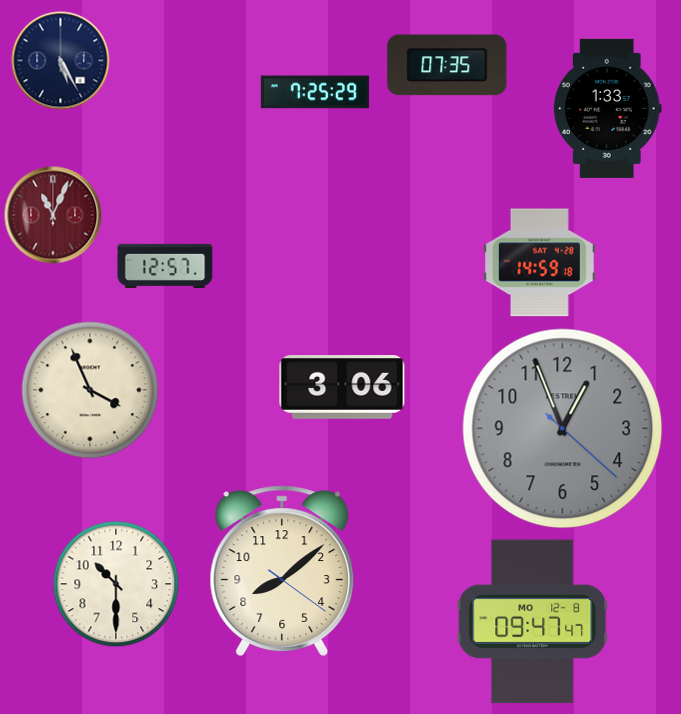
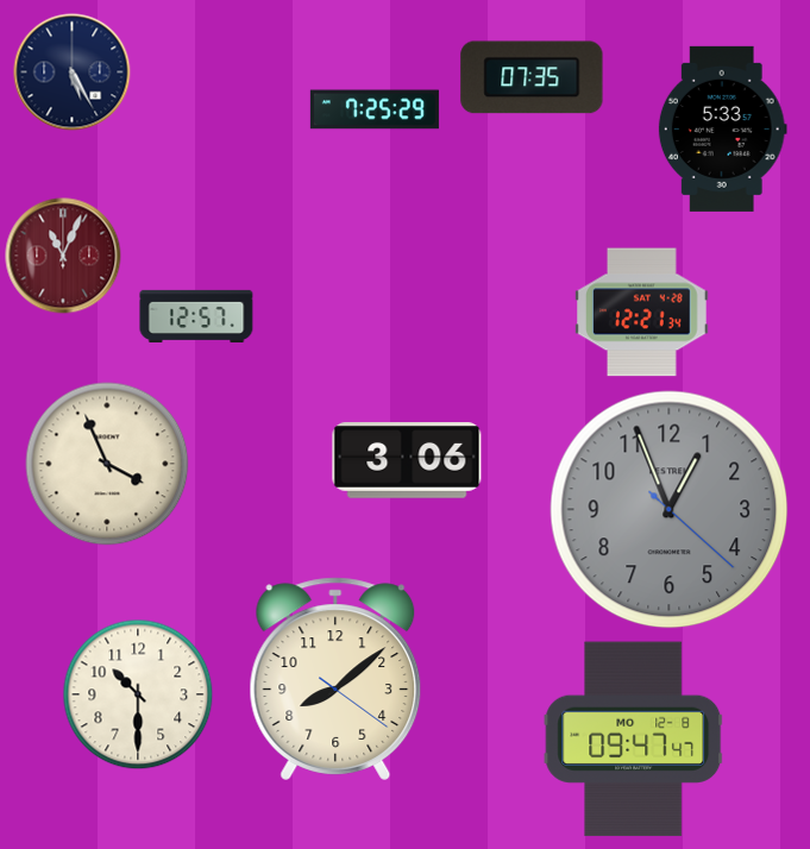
clock at (607, 108): 1:33 -> 5:33
clock at (540, 263): 14:59 -> 12:21
